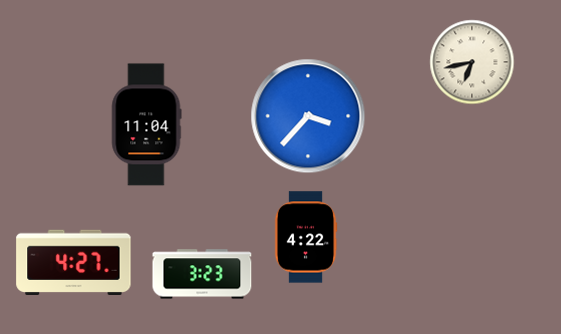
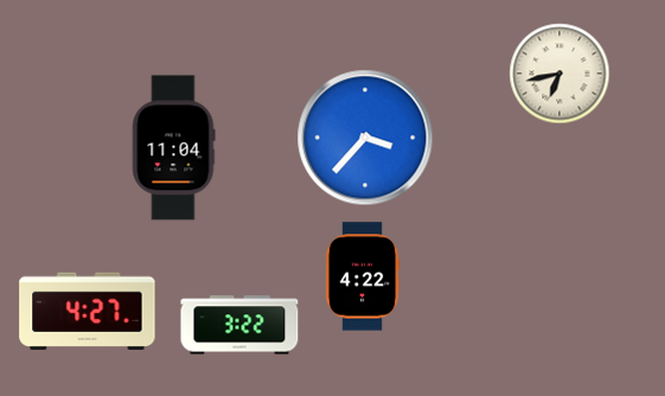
clock at (306, 237) position: (306, 237) -> (363, 276)
clock at (202, 274): 3:23 -> 3:22
